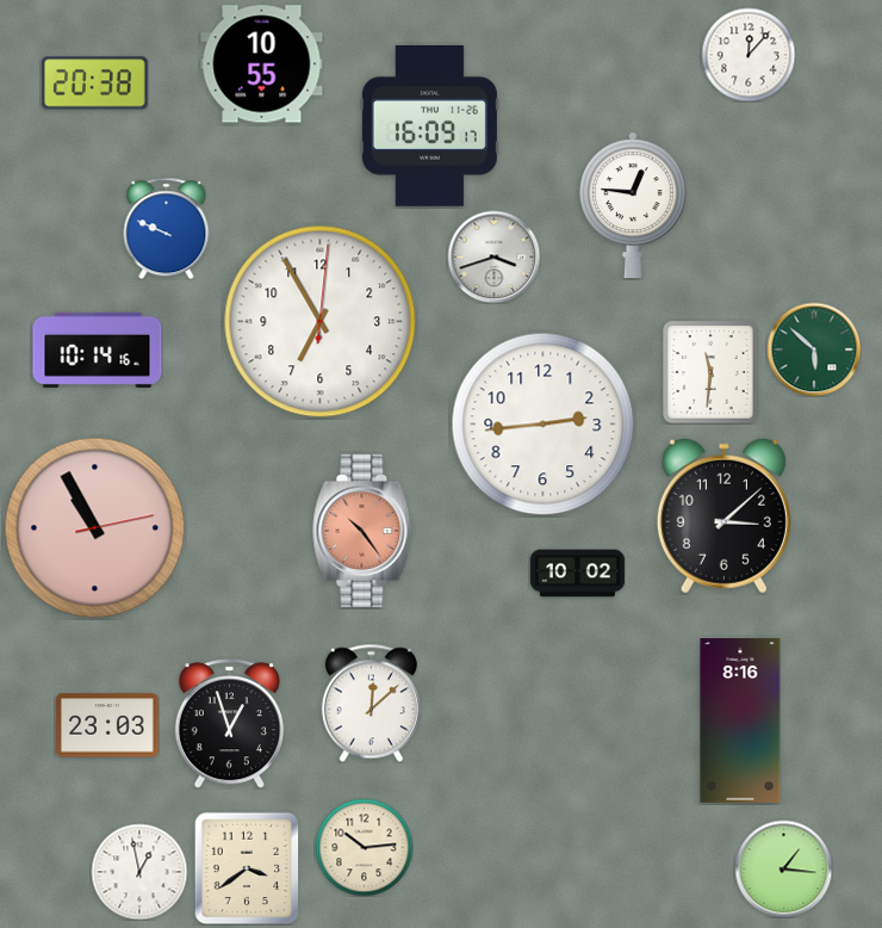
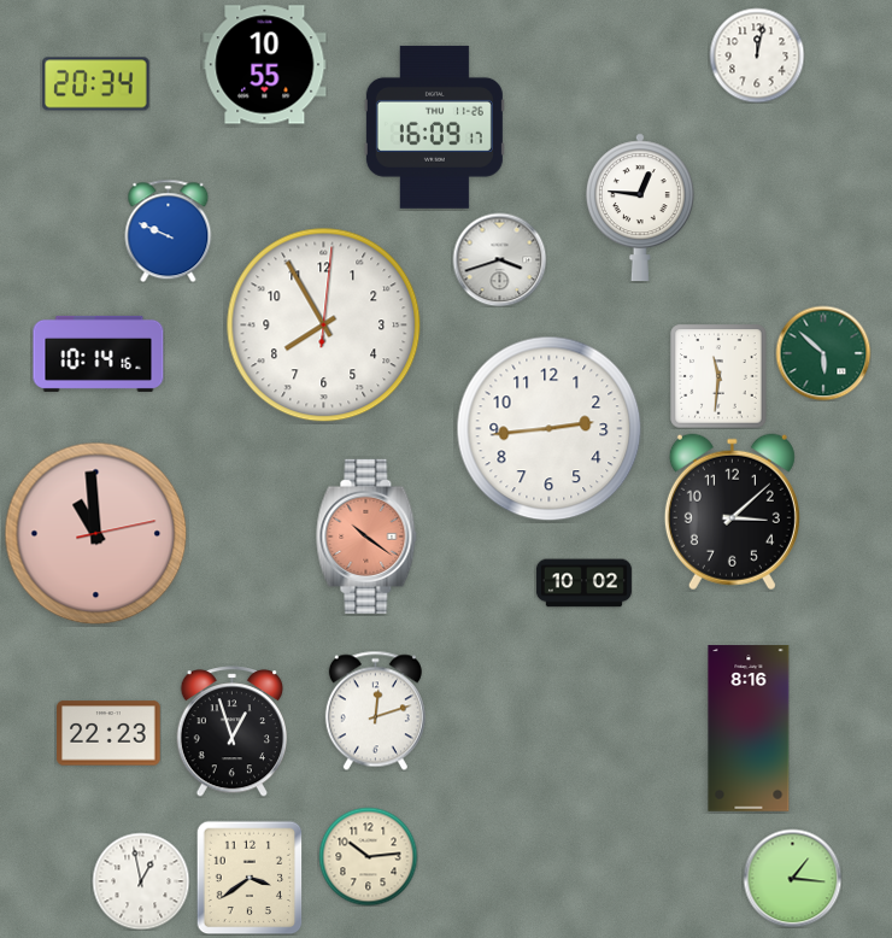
clock at (749, 55): 12:07 -> 12:02
clock at (95, 83): 20:38 -> 20:34
clock at (321, 322): 6:55 -> 7:55
clock at (723, 516) position: (723, 516) -> (732, 512)
clock at (95, 528): 10:55 -> 10:59
clock at (362, 531): 10:24 -> 10:21
clock at (577, 574) position: (577, 574) -> (583, 584)
clock at (371, 703): 12:08 -> 12:12
clock at (107, 725): 23:03 -> 22:23
